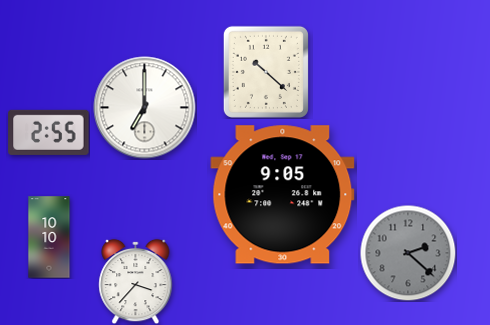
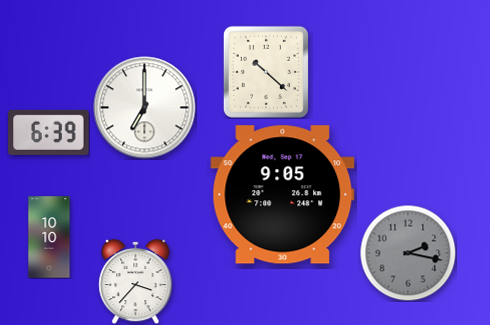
clock at (49, 132): 2:55 -> 6:39
clock at (408, 253): 2:22 -> 2:17
